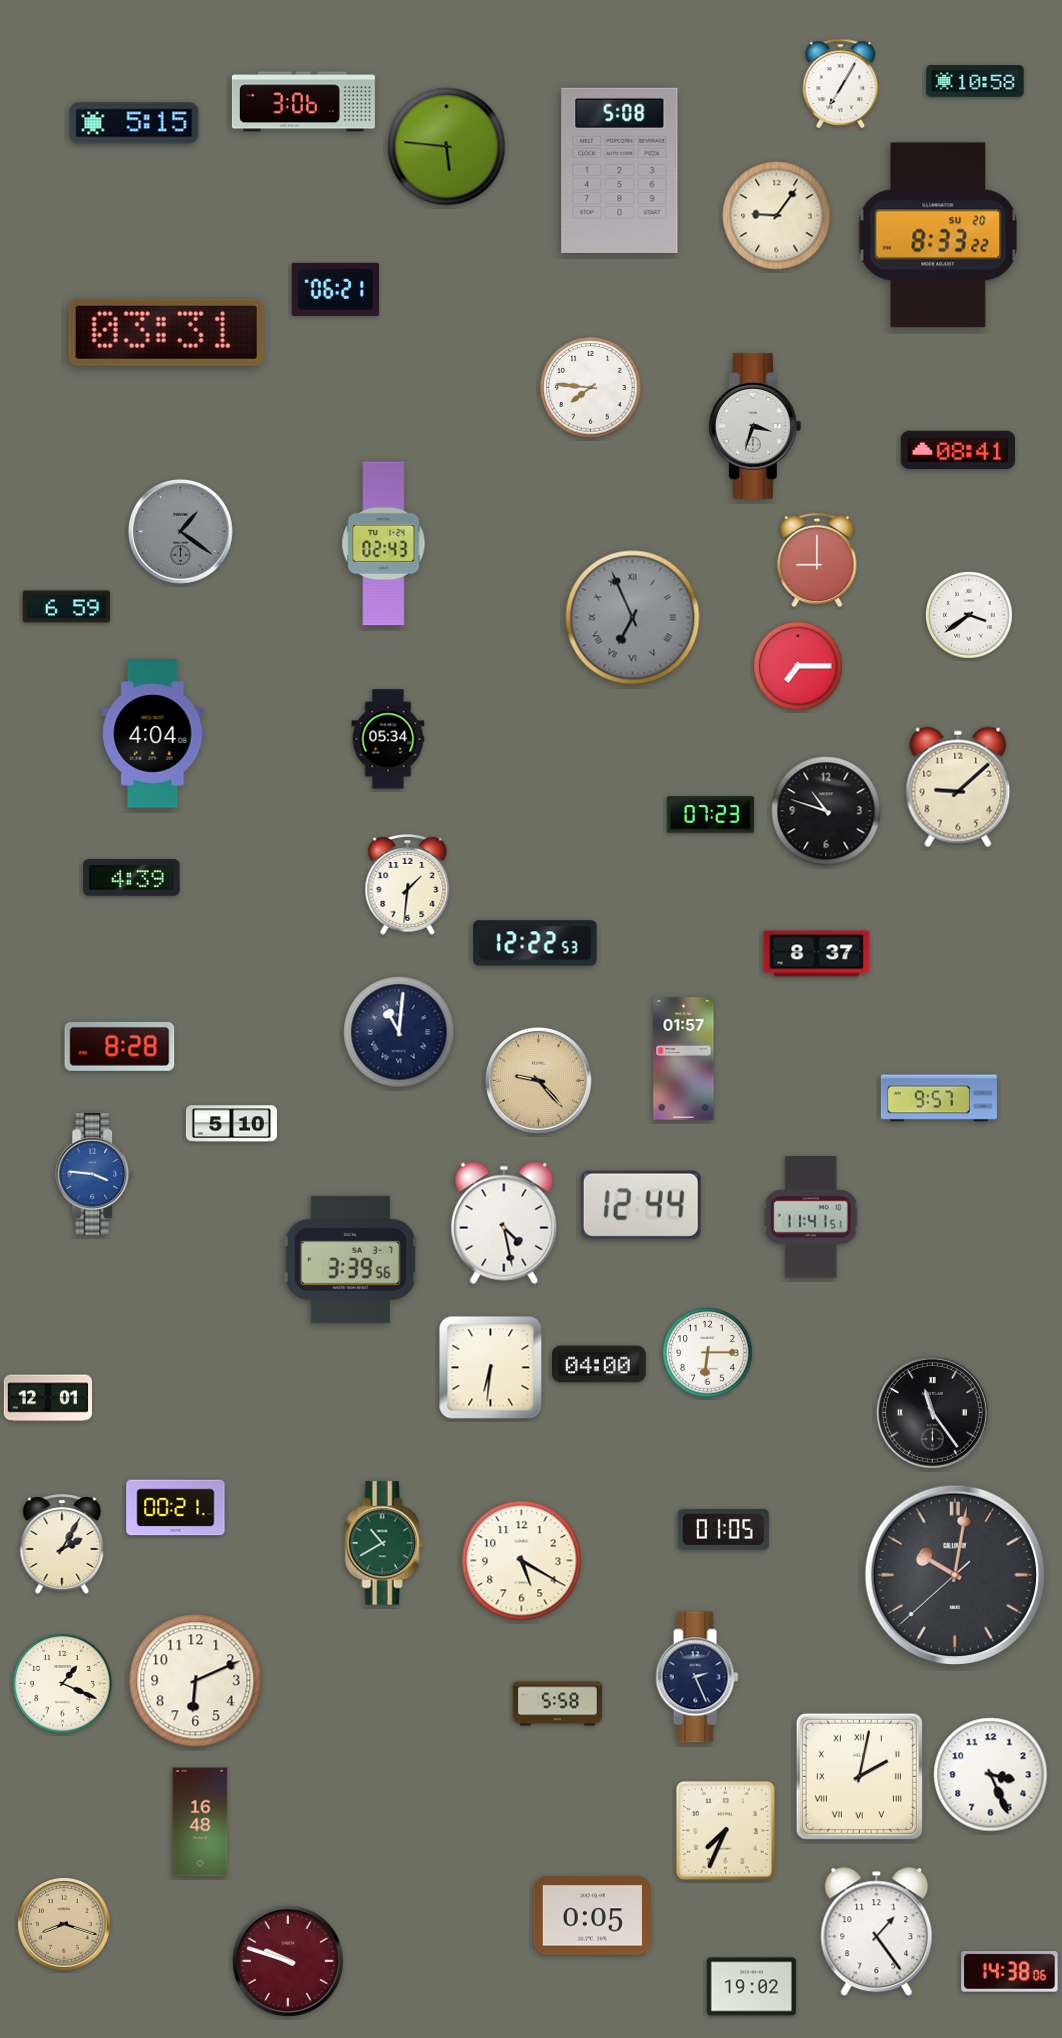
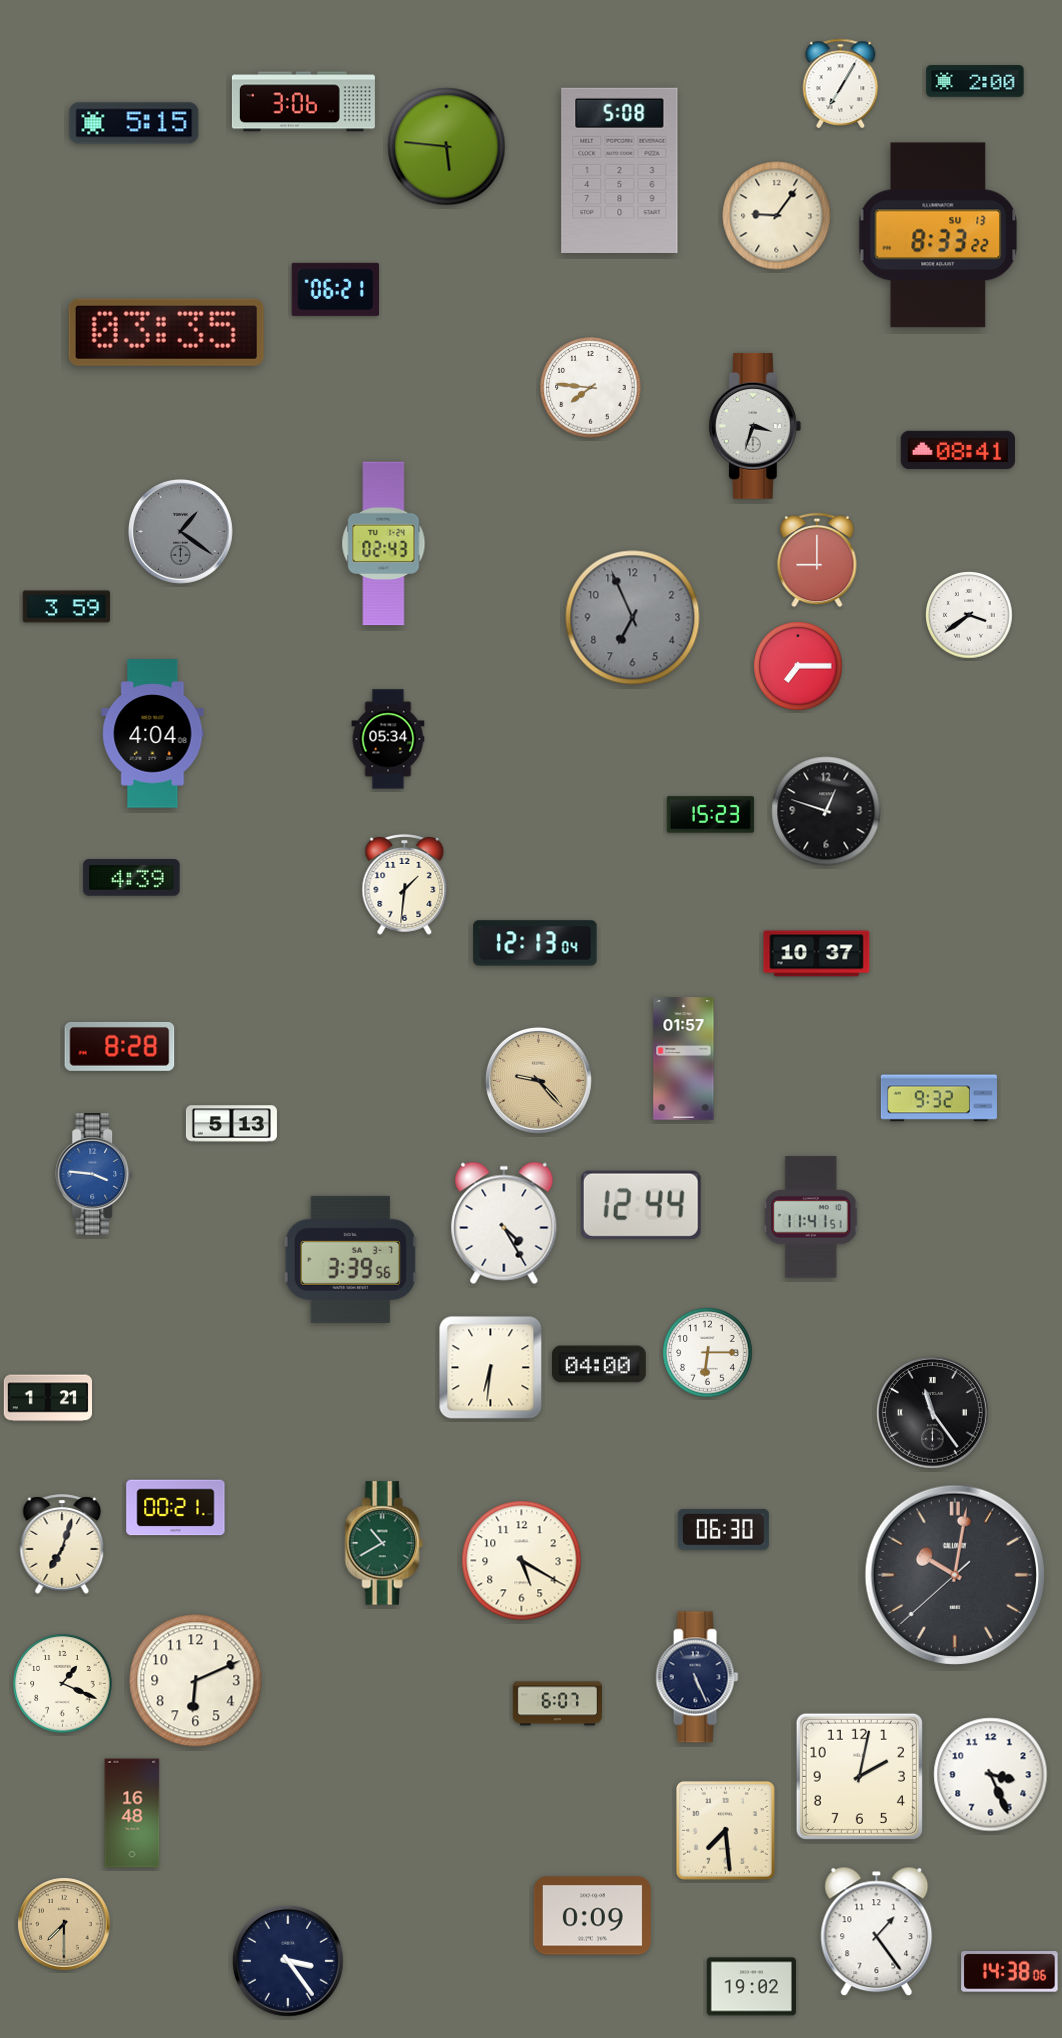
clock at (975, 81): 10:58 -> 2:00
clock at (938, 235) date: SU 20 -> SU 13
clock at (166, 332): 03:31 -> 03:35
clock at (67, 607): 6:59 -> 3:59
clock at (633, 618) numerals: Roman -> Arabic
clock at (958, 787): 9:08 -> none
clock at (826, 811): 10:48 -> 12:48
clock at (711, 815): 07:23 -> 15:23
clock at (408, 885) position: (408, 885) -> (405, 885)
clock at (535, 943): 12:22 -> 12:13
clock at (817, 954): 8:37 -> 10:37
clock at (399, 1032): 11:01 -> none
clock at (939, 1098): 9:57 -> 9:32
clock at (231, 1124): 5:10 -> 5:13
clock at (504, 1223): 4:28 -> 4:25
clock at (47, 1398): 12:01 -> 1:21
clock at (723, 1529): 01:05 -> 06:30
clock at (62, 1544): 2:05 -> 7:03
clock at (697, 1677): 2:26 -> 5:26
clock at (557, 1704): 5:58 -> 6:07
clock at (859, 1776) numerals: Roman -> Arabic
clock at (200, 1822) position: (200, 1822) -> (132, 1813)
clock at (725, 1830): 7:34 -> 7:29
clock at (592, 1916): 0:05 -> 0:09
clock at (64, 1924): 8:18 -> 7:30
clock at (288, 1961): 9:48 -> 3:24
clock at (288, 1961) dial: burgundy -> navy
